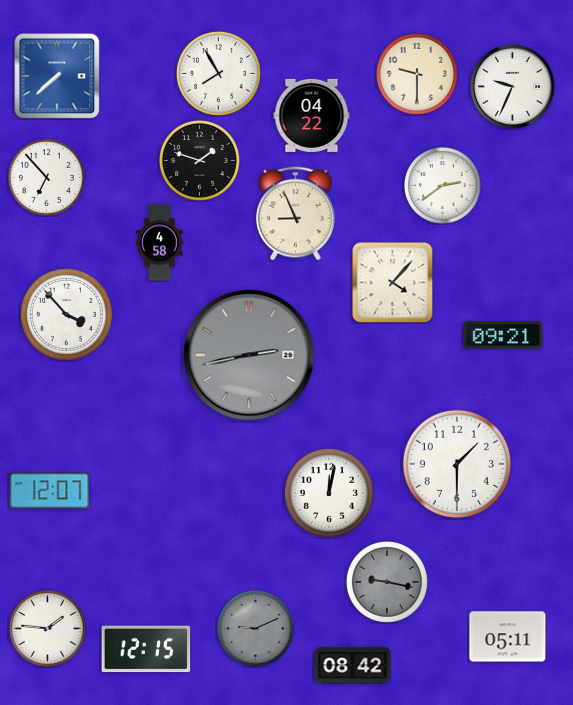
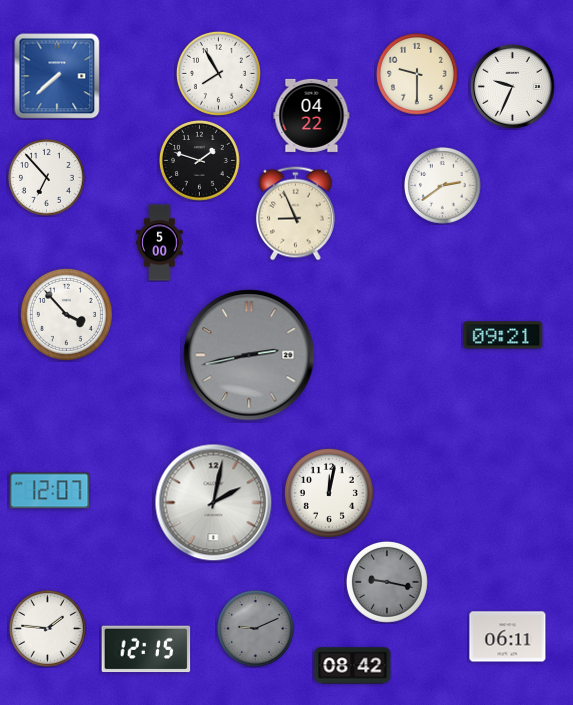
clock at (160, 243): 4:58 -> 5:00
clock at (393, 283): 4:07 -> none
clock at (457, 464): 1:30 -> none
clock at (214, 503): none -> 2:02
clock at (508, 637): 05:11 -> 06:11
